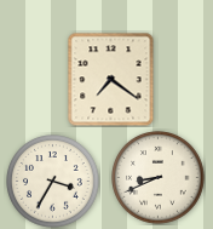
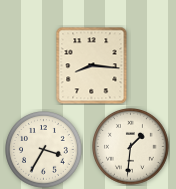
clock at (111, 79): 7:21 -> 8:16
clock at (159, 178): 8:41 -> 1:31
